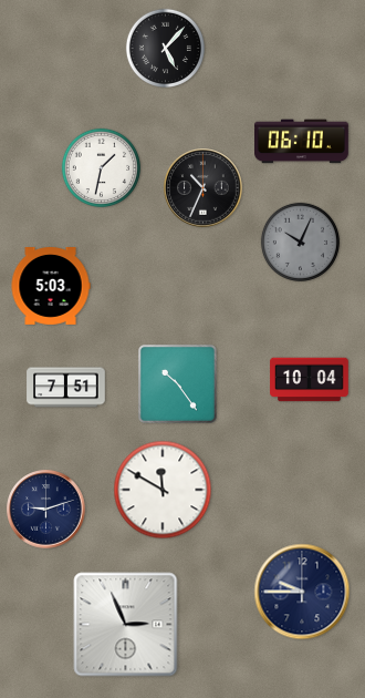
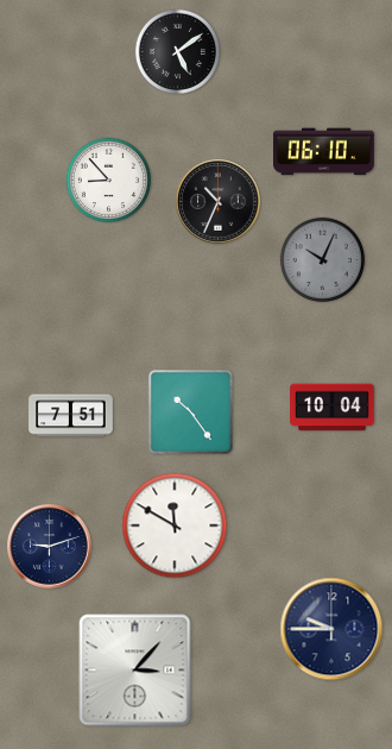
clock at (165, 48): 5:07 -> 5:09
clock at (101, 167): 1:32 -> 8:53
clock at (51, 287): 5:03 -> none
clock at (302, 592) position: (302, 592) -> (331, 629)
clock at (126, 625): 2:56 -> 3:07
